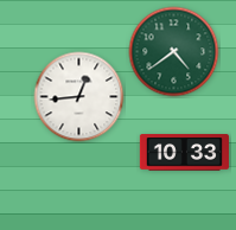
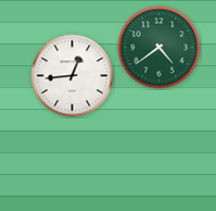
clock at (79, 97) position: (79, 97) -> (73, 76)
clock at (184, 153): 10:33 -> none
